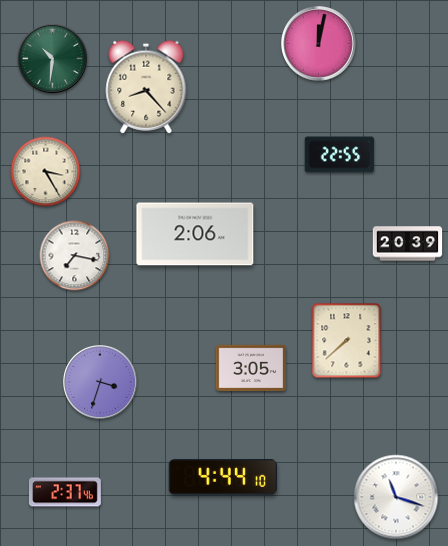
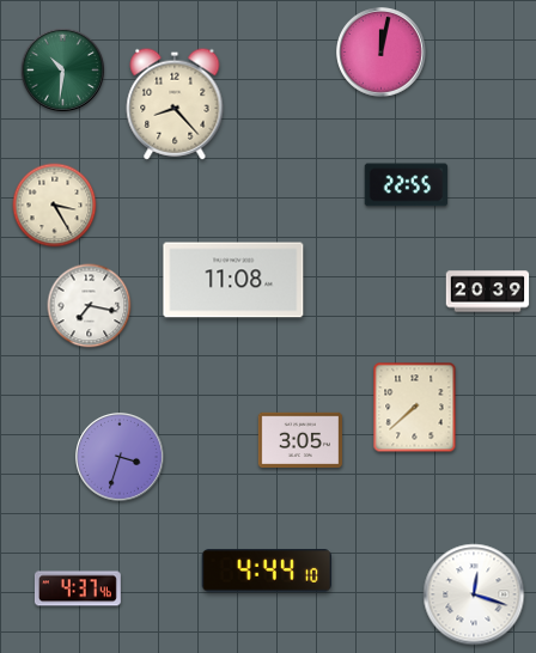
clock at (195, 234): 2:06 -> 11:08
clock at (65, 492): 2:37 -> 4:37
clock at (396, 497): 11:18 -> 12:18
